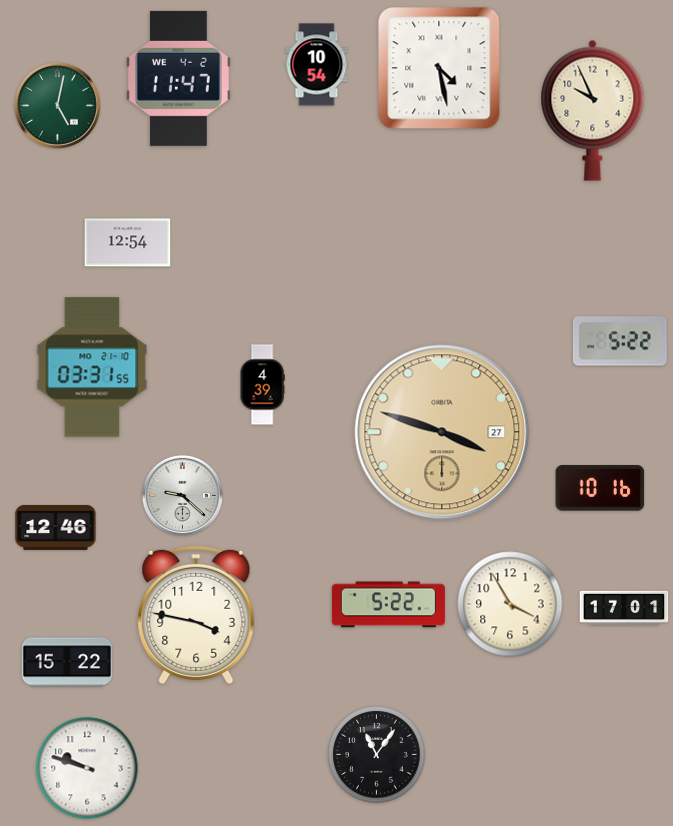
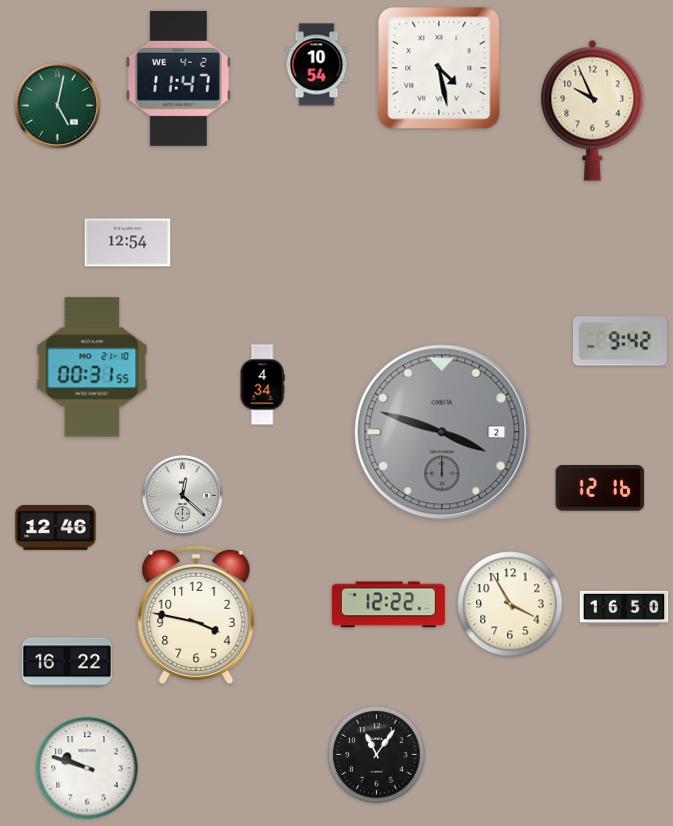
clock at (620, 341): 5:22 -> 9:42
clock at (92, 367): 03:31 -> 00:31
clock at (262, 385): 4:39 -> 4:34
clock at (442, 432) date: 27 -> 2
clock at (442, 432) dial: champagne -> grey
clock at (600, 488): 10:16 -> 12:16
clock at (182, 495): 9:22 -> 12:22
clock at (388, 605): 5:22 -> 12:22
clock at (624, 607): 17:01 -> 16:50
clock at (66, 662): 15:22 -> 16:22
